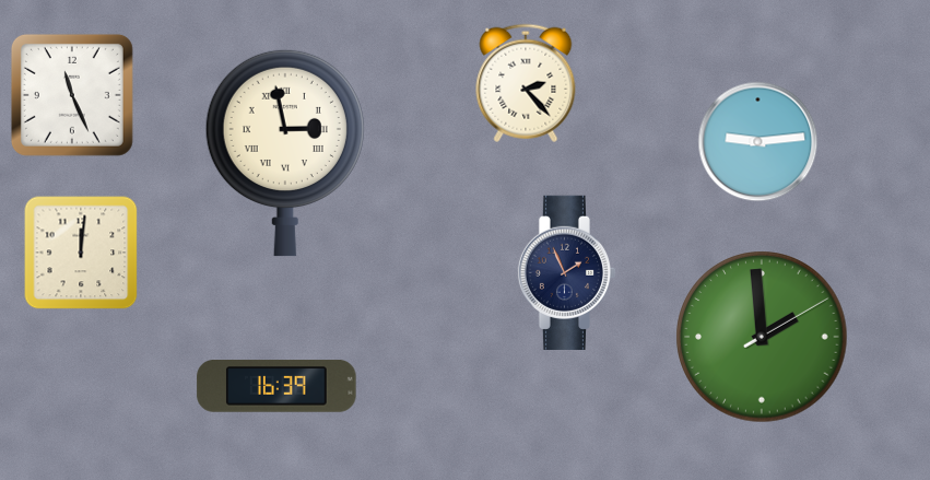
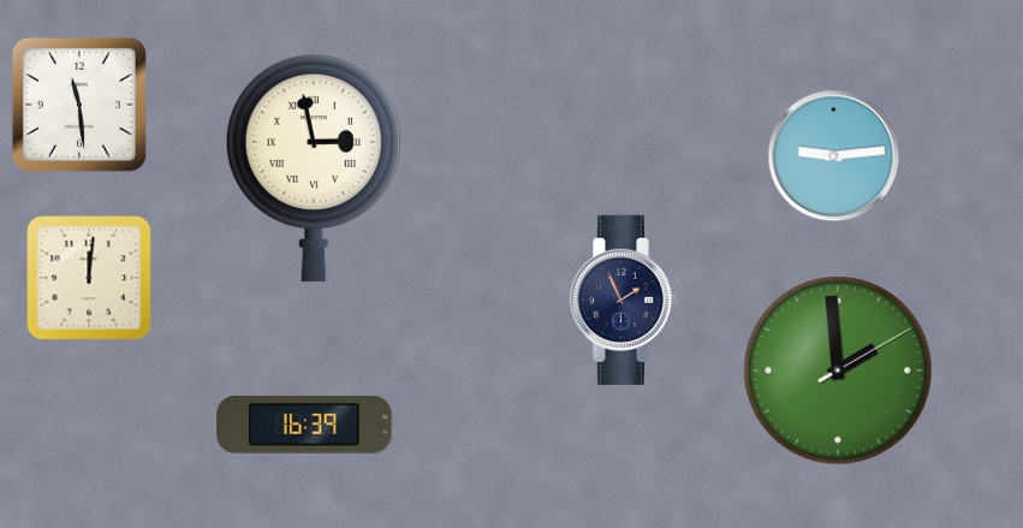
clock at (526, 83): 2:23 -> none
clock at (72, 95): 11:26 -> 11:29
